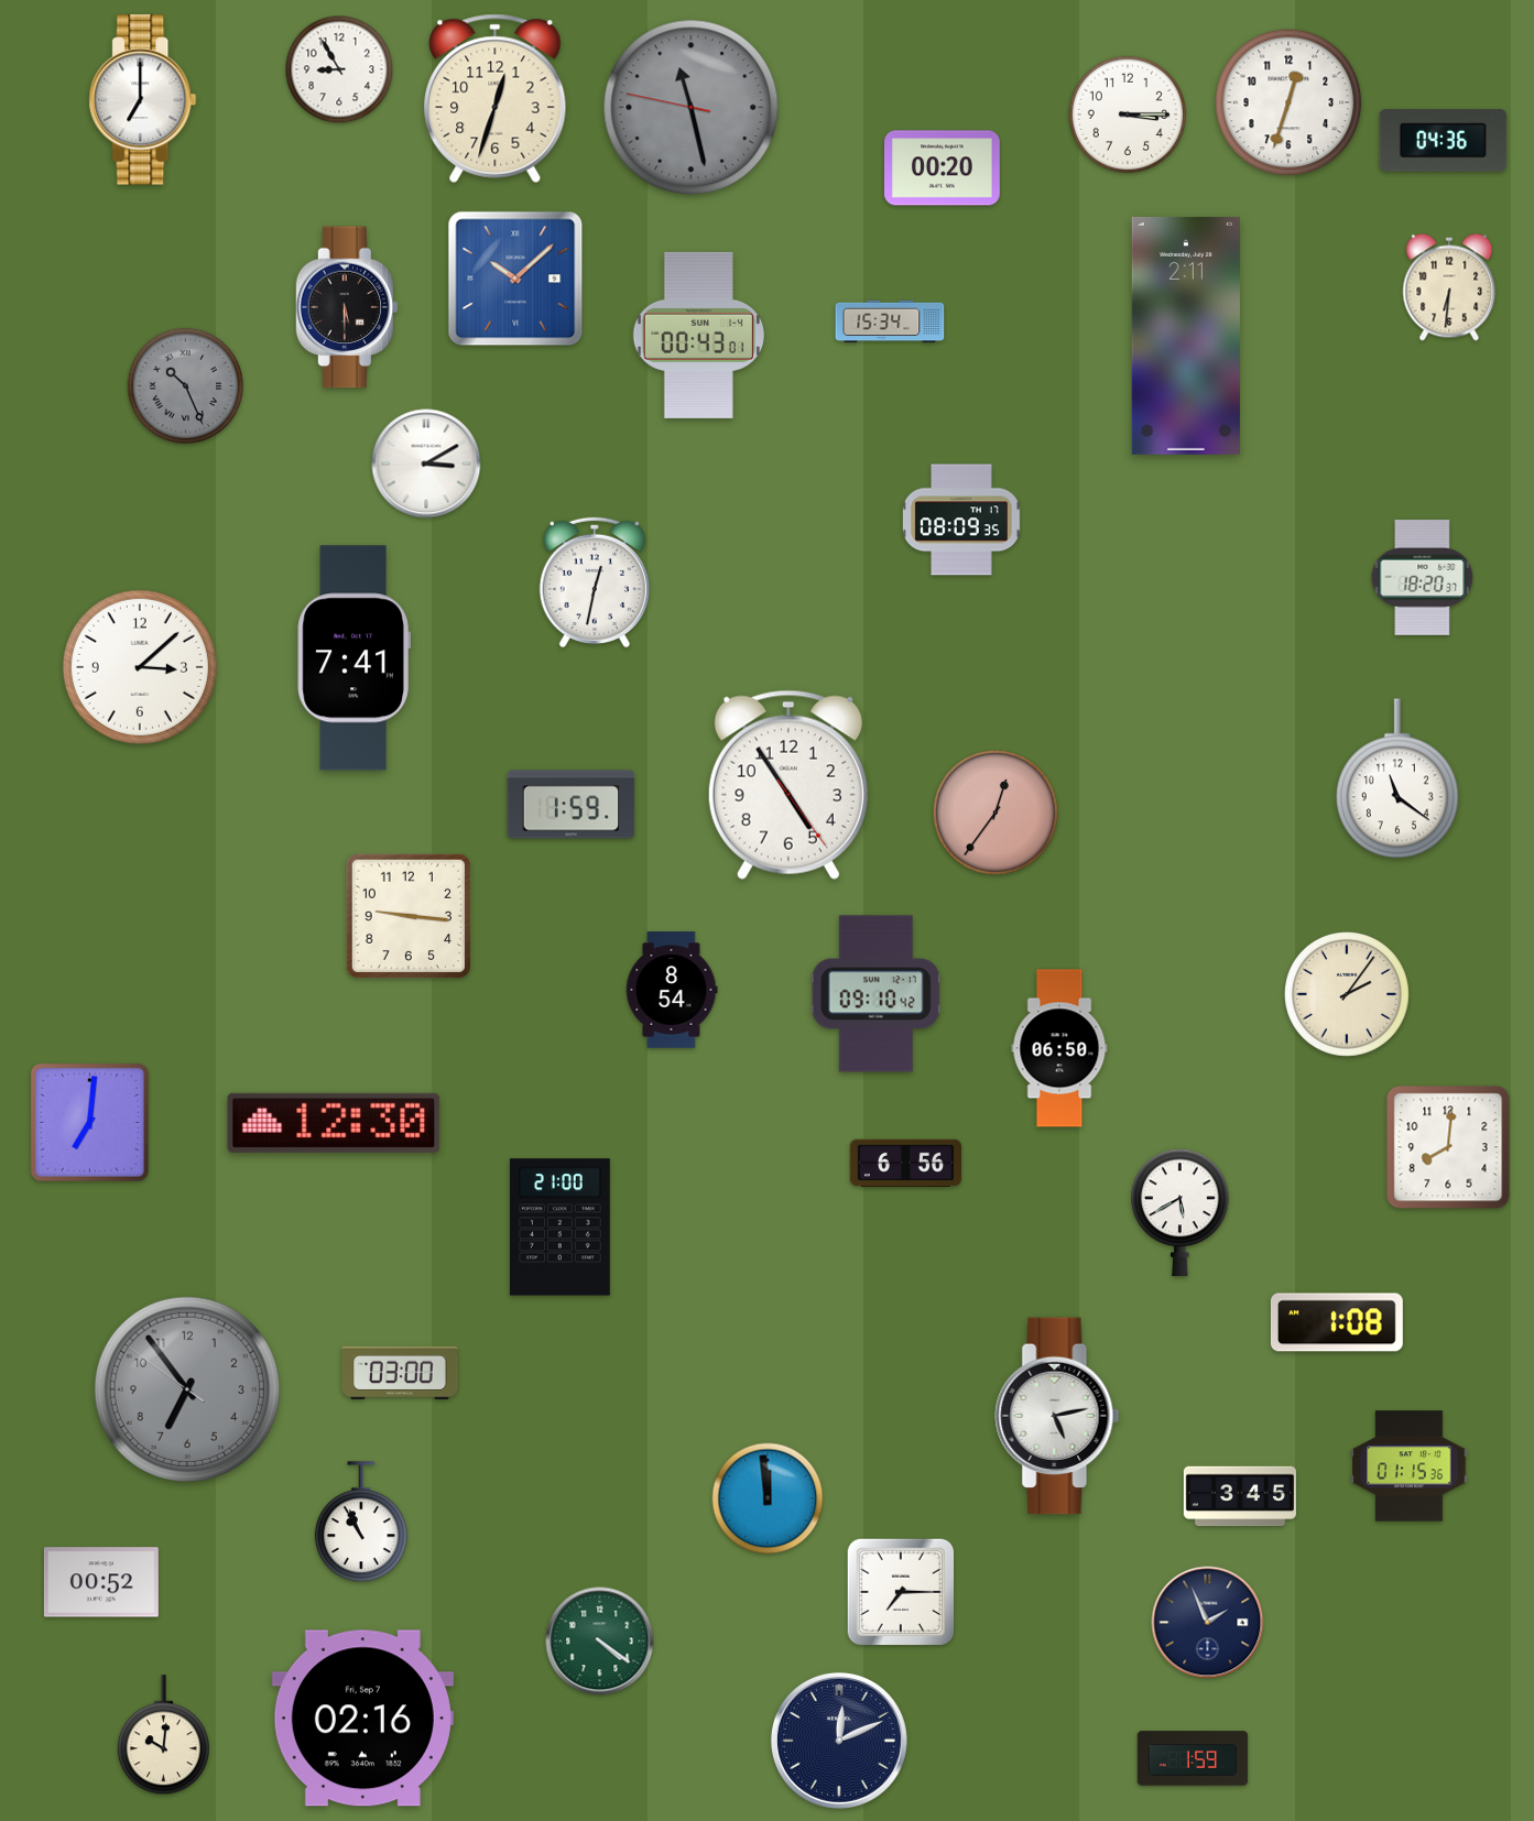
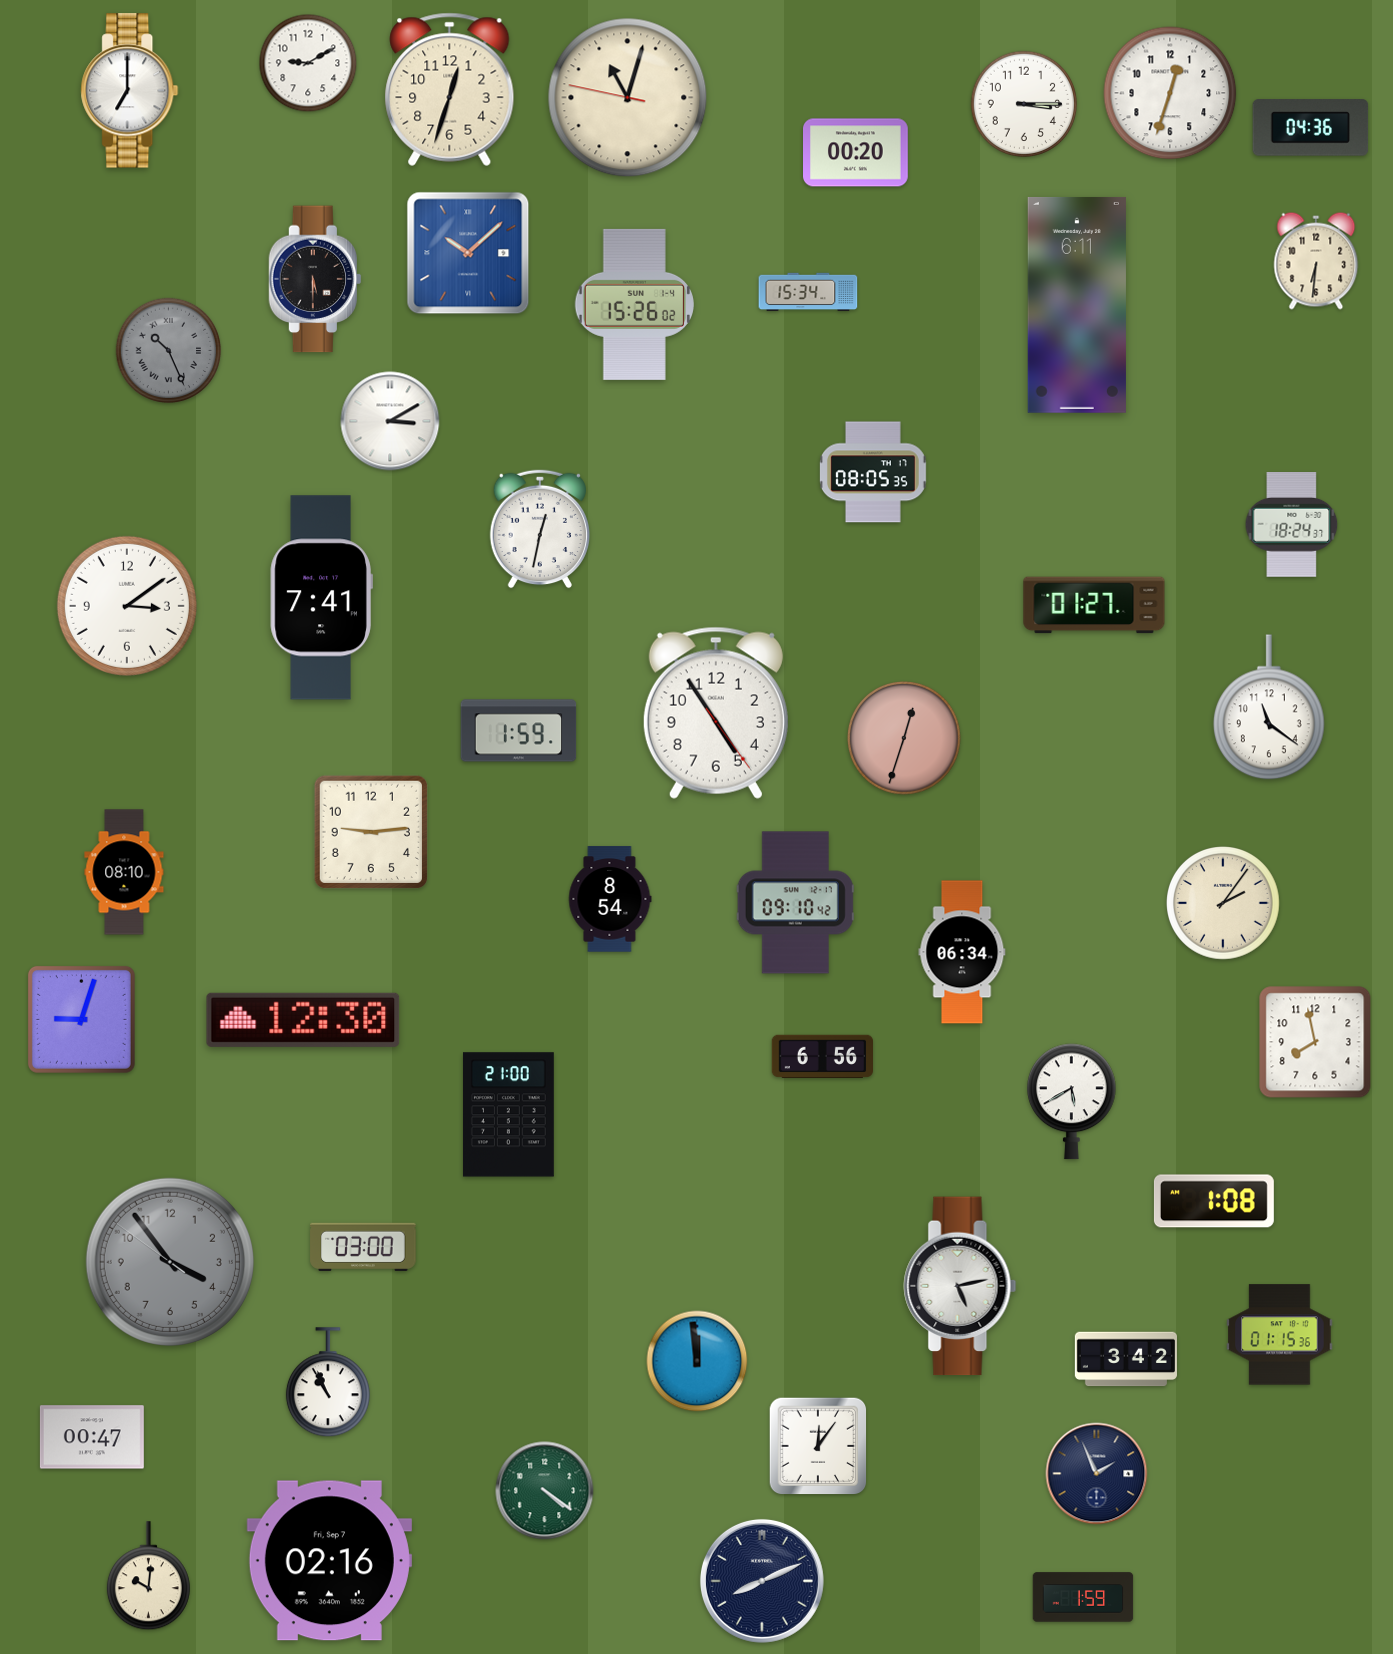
clock at (339, 69): 8:55 -> 9:10
clock at (692, 108): 11:27 -> 11:02
clock at (692, 108) dial: grey -> cream
clock at (698, 335): 00:43 -> 15:26
clock at (1186, 336): 2:11 -> 6:11
clock at (426, 464) position: (426, 464) -> (390, 421)
clock at (961, 520): 08:09 -> 08:05
clock at (1423, 578): 18:20 -> 18:24
clock at (1094, 605): none -> 01:27
clock at (140, 667): 3:08 -> 3:09
clock at (997, 814): 12:36 -> 12:33
clock at (409, 916): 9:16 -> 9:14
clock at (124, 872): none -> 08:10
clock at (1059, 1048): 06:50 -> 06:34
clock at (89, 1122): 7:01 -> 9:03
clock at (1448, 1147): 8:01 -> 7:58
clock at (187, 1389): 6:53 -> 3:53
clock at (1410, 1466) position: (1410, 1466) -> (1280, 1335)
clock at (1240, 1496): 3:45 -> 3:42
clock at (101, 1582): 00:52 -> 00:47
clock at (901, 1592): 7:15 -> 12:06
clock at (839, 1741): 12:11 -> 8:11
